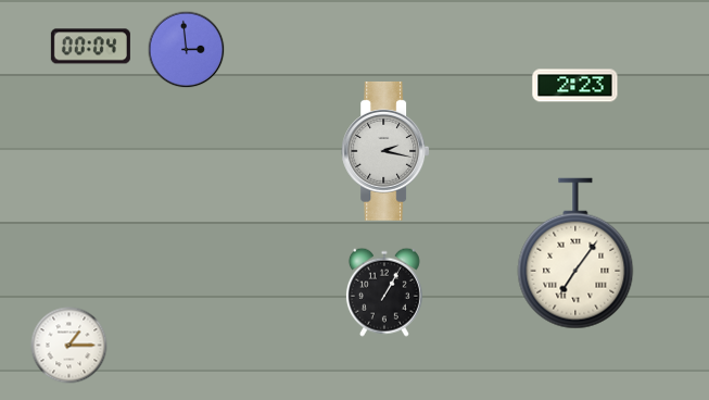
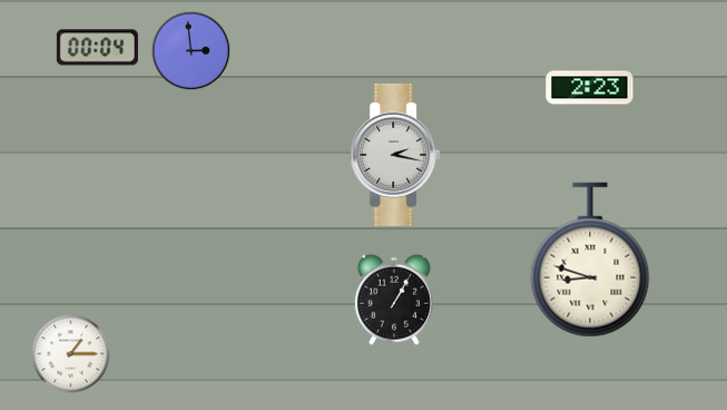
clock at (90, 47) position: (90, 47) -> (97, 48)
clock at (575, 253): 7:06 -> 8:48
